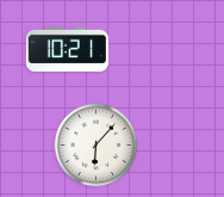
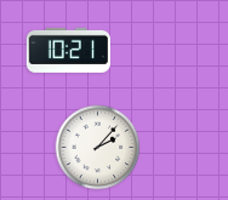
clock at (97, 146): 6:07 -> 2:07
